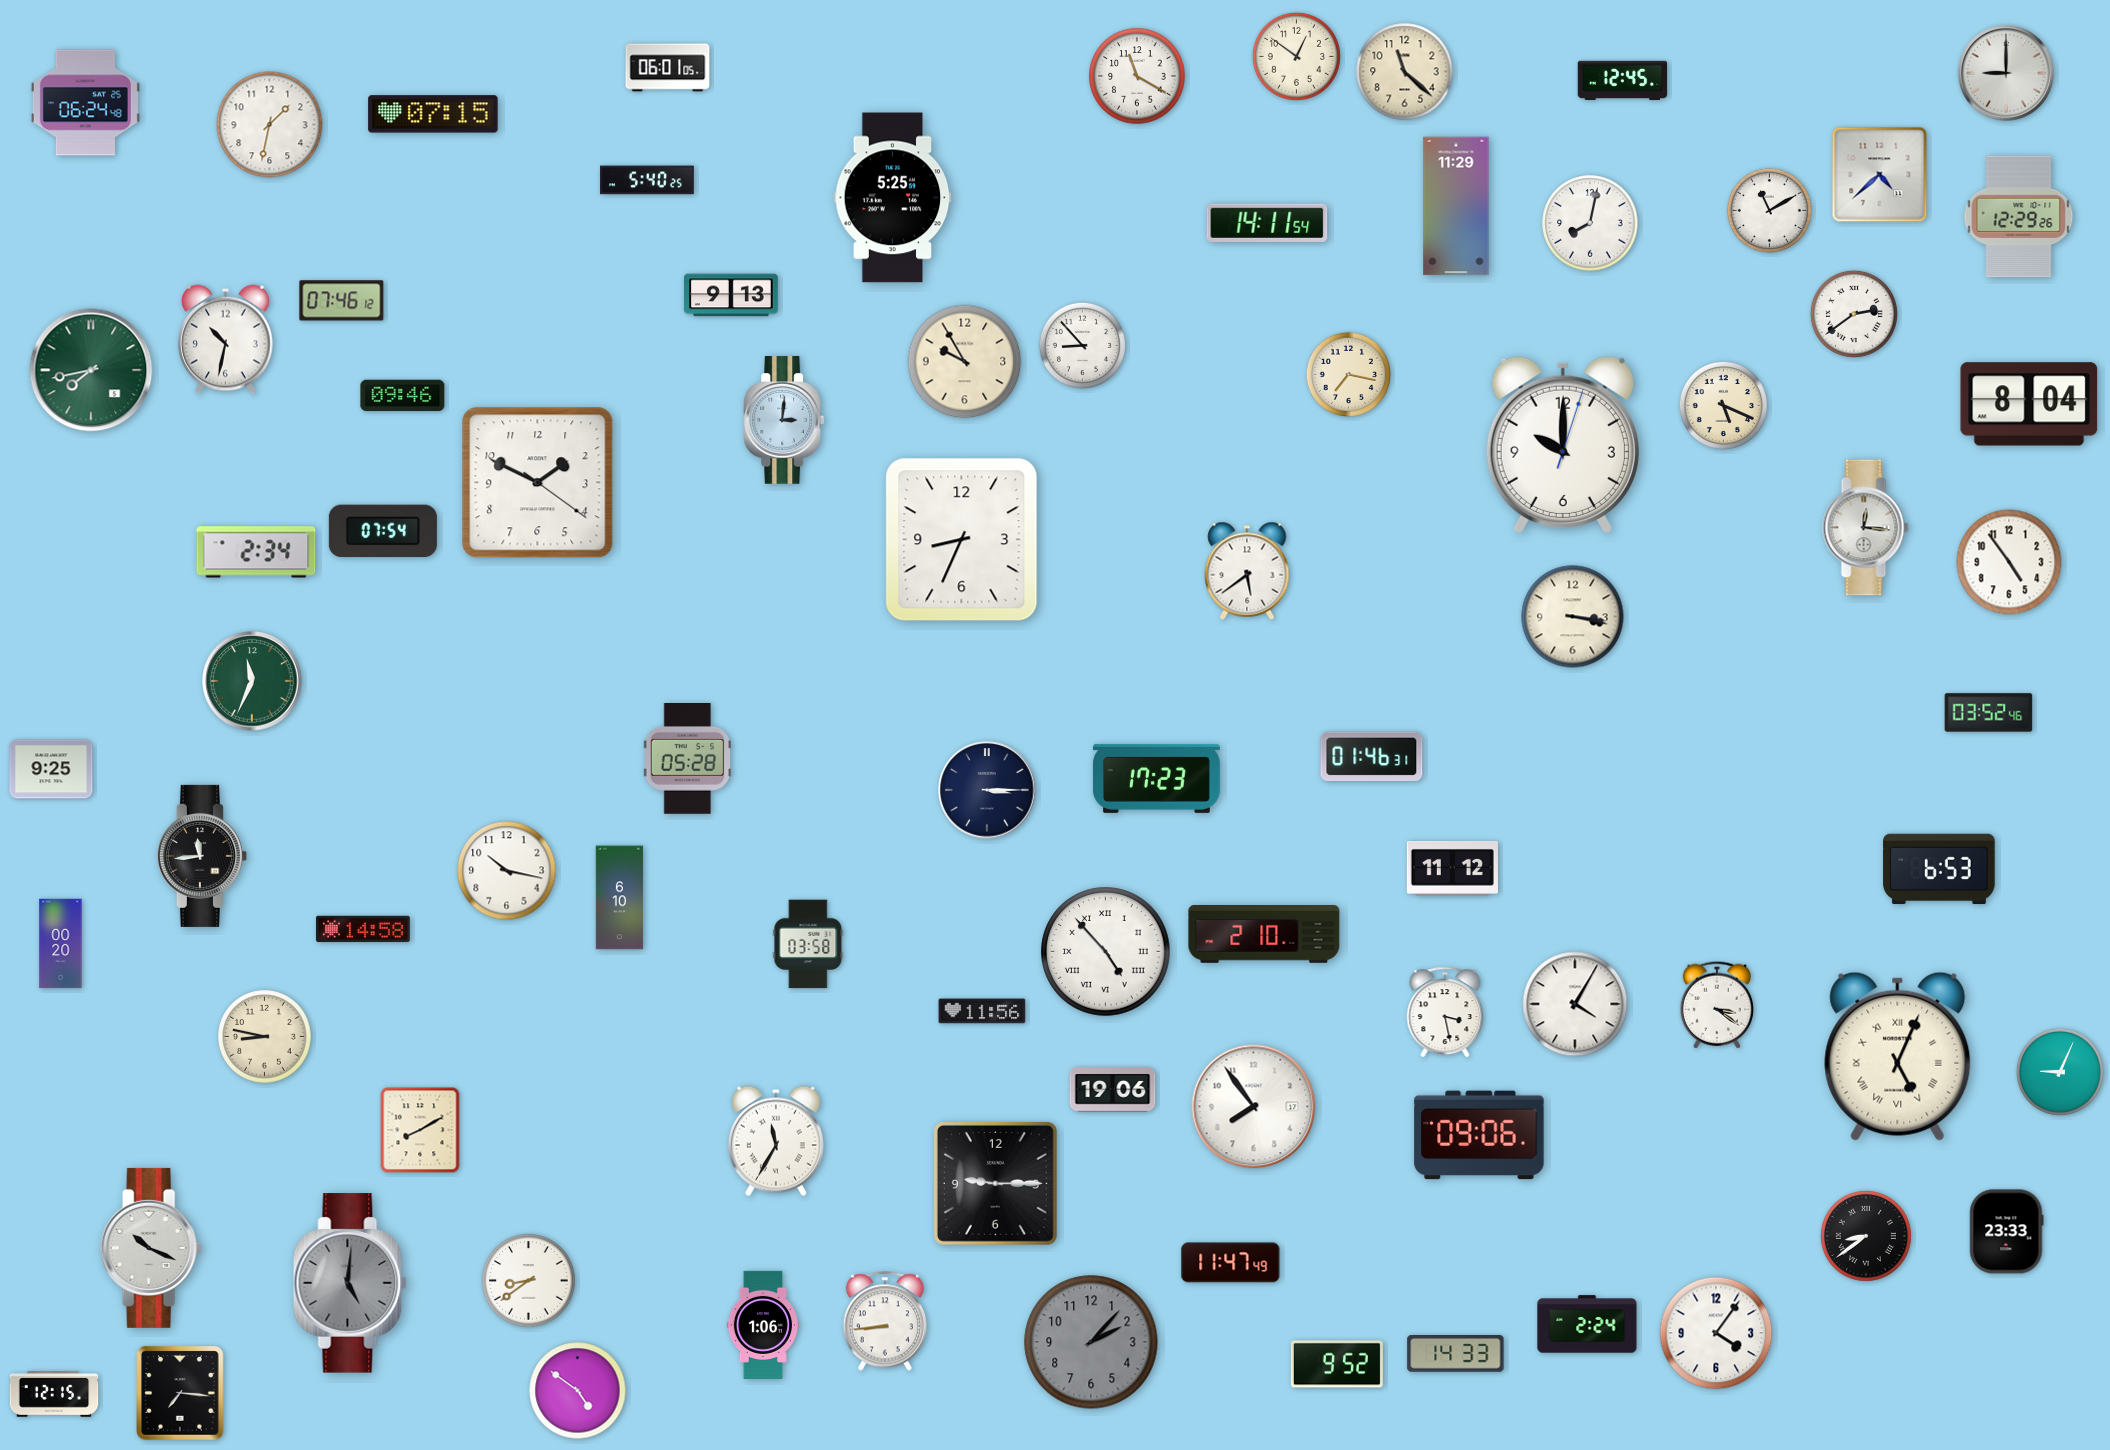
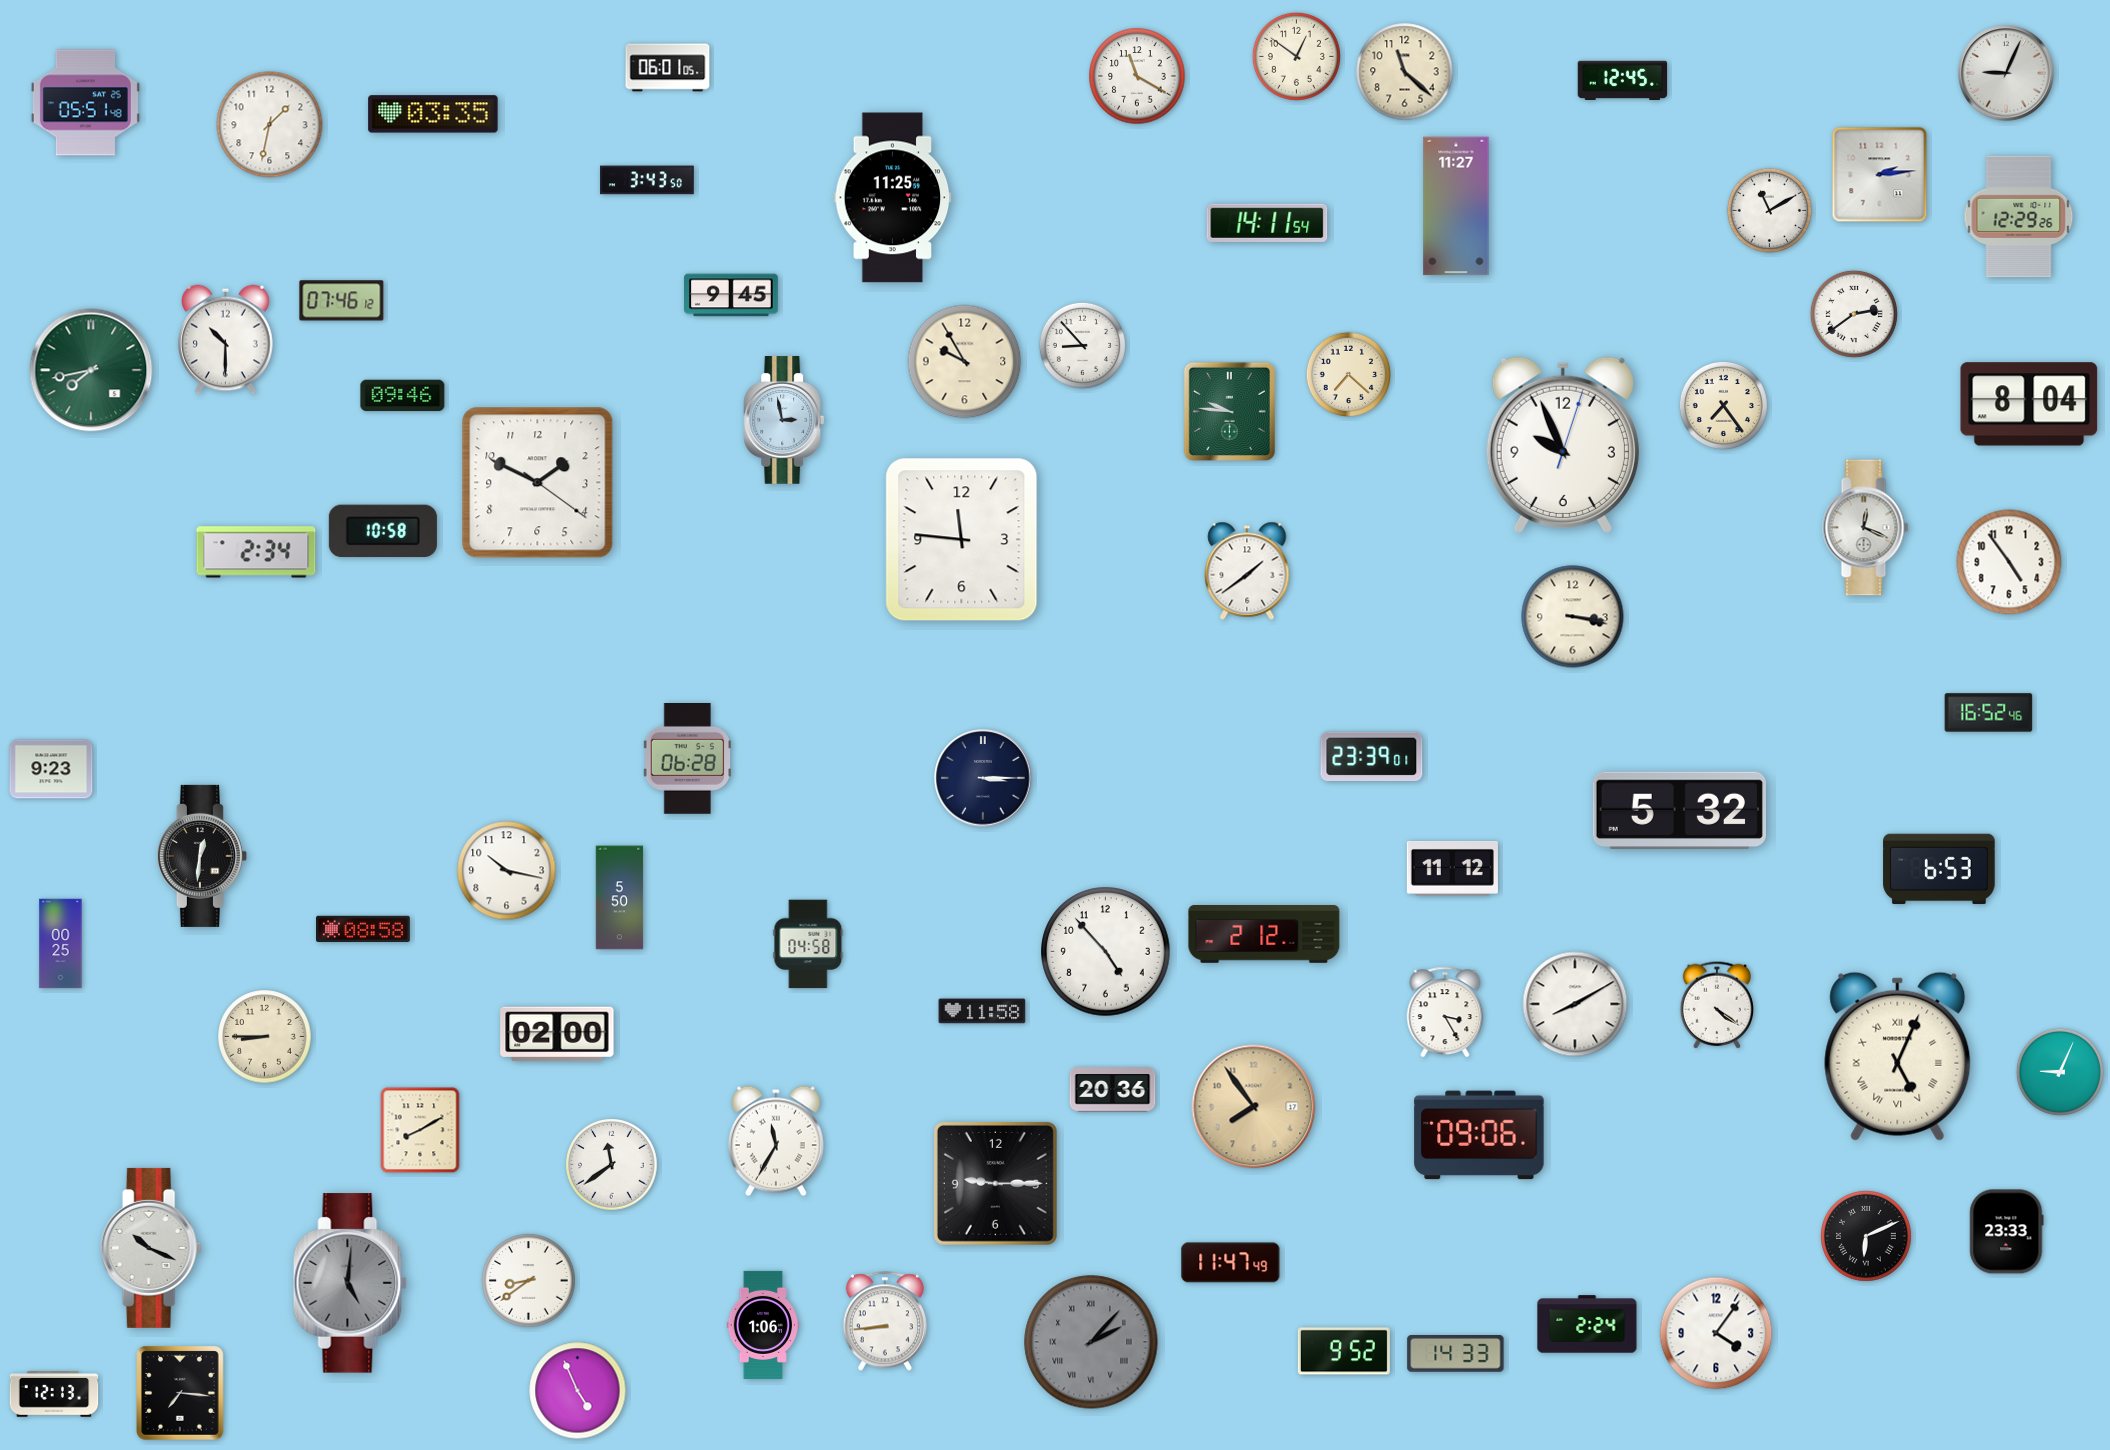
clock at (2006, 73): 9:00 -> 9:04
clock at (85, 103): 06:24 -> 05:51
clock at (433, 114): 07:15 -> 03:35
clock at (1880, 175): 4:38 -> 2:14
clock at (648, 180): 5:40 -> 3:43
clock at (893, 198): 5:25 -> 11:25
clock at (1456, 206): 11:29 -> 11:27
clock at (1590, 223): 8:02 -> none
clock at (731, 295): 9:13 -> 9:45
clock at (225, 340): 10:32 -> 10:30
clock at (1348, 374): 7:17 -> 7:22
clock at (1723, 405): 5:19 -> 7:24
clock at (1229, 411): none -> 9:46
clock at (784, 420): 3:01 -> 2:58
clock at (1563, 445): 10:00 -> 9:56
clock at (1866, 528): 12:16 -> 12:19
clock at (383, 530): 07:54 -> 10:58
clock at (962, 540): 8:34 -> 11:46
clock at (1247, 571): 5:39 -> 1:39
clock at (252, 681): 11:34 -> none
clock at (1989, 713): 03:52 -> 16:52
clock at (1372, 756): 01:46 -> 23:39
clock at (688, 759): 05:28 -> 06:28
clock at (51, 769): 9:25 -> 9:23
clock at (1156, 778): 17:23 -> none
clock at (987, 790) position: (987, 790) -> (983, 778)
clock at (1679, 810): none -> 5:32
clock at (202, 856): 11:44 -> 12:31
clock at (620, 898): 6:10 -> 5:50
clock at (364, 929): 14:58 -> 08:58
clock at (1264, 934): 2:10 -> 2:12
clock at (61, 944): 00:20 -> 00:25
clock at (808, 944): 03:58 -> 04:58
clock at (1106, 952) numerals: Roman -> Arabic
clock at (1575, 1004): 4:05 -> 8:10
clock at (1716, 1005): 3:21 -> 4:21
clock at (982, 1011): 11:56 -> 11:58
clock at (1445, 1012): 3:28 -> 3:25
clock at (557, 1034): none -> 02:00
clock at (265, 1037): 8:47 -> 8:45
clock at (1113, 1090): 19:06 -> 20:36
clock at (1254, 1107) dial: white -> champagne
clock at (612, 1165): none -> 11:39
clock at (1867, 1237): 8:39 -> 6:11
clock at (1091, 1342) numerals: Arabic -> Roman
clock at (1337, 1364) position: (1337, 1364) -> (1344, 1351)
clock at (578, 1391): 4:51 -> 4:56
clock at (54, 1395): 12:15 -> 12:13
